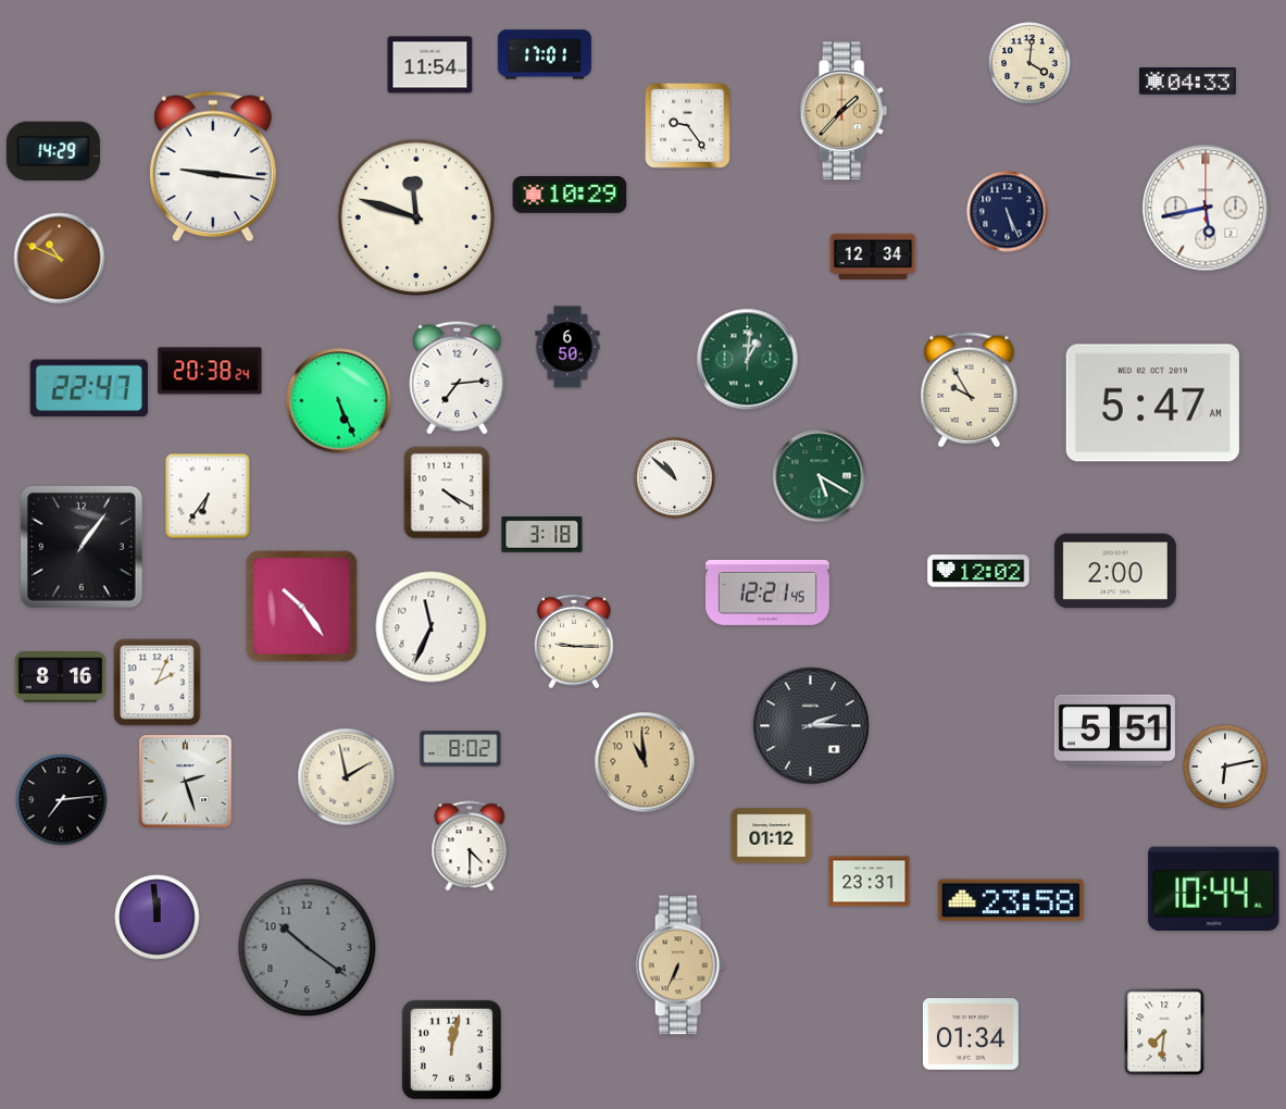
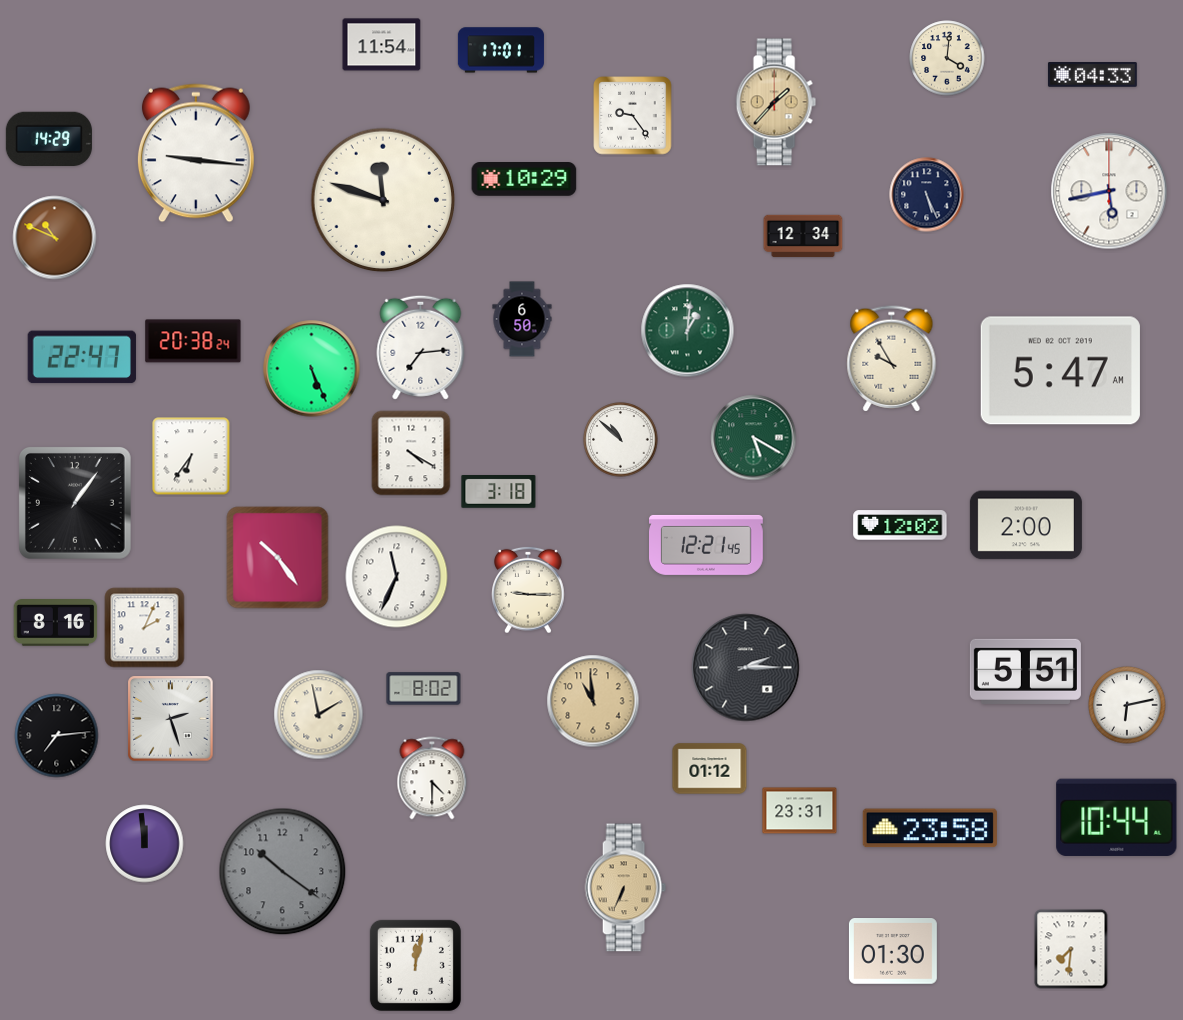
clock at (430, 65) position: (430, 65) -> (382, 45)
clock at (971, 1035): 01:34 -> 01:30
